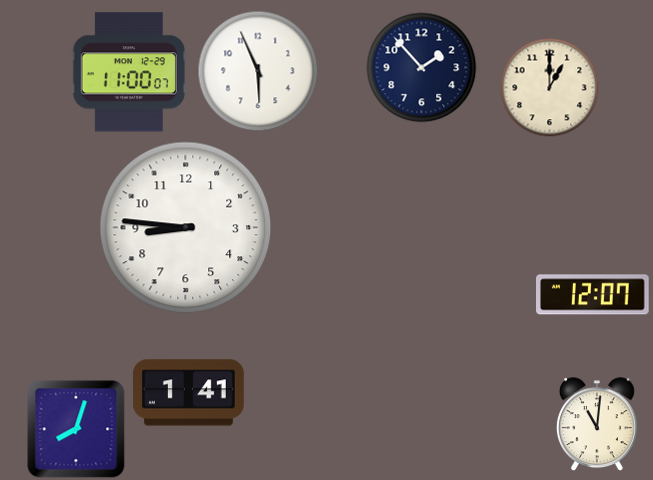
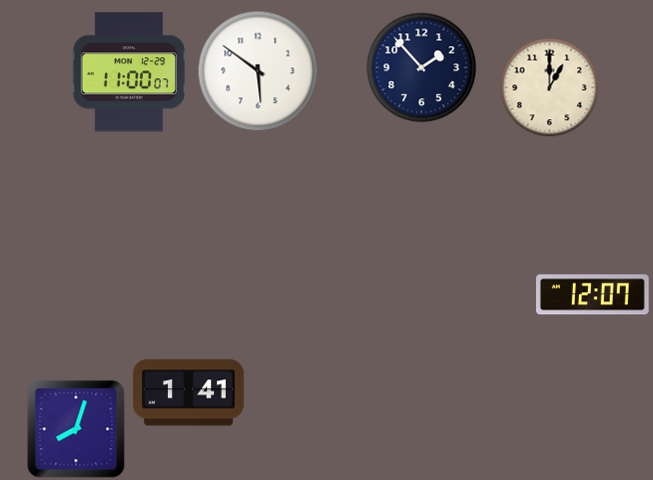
clock at (258, 71): 5:56 -> 5:51
clock at (186, 228): 8:46 -> none
clock at (597, 425): 11:01 -> none
